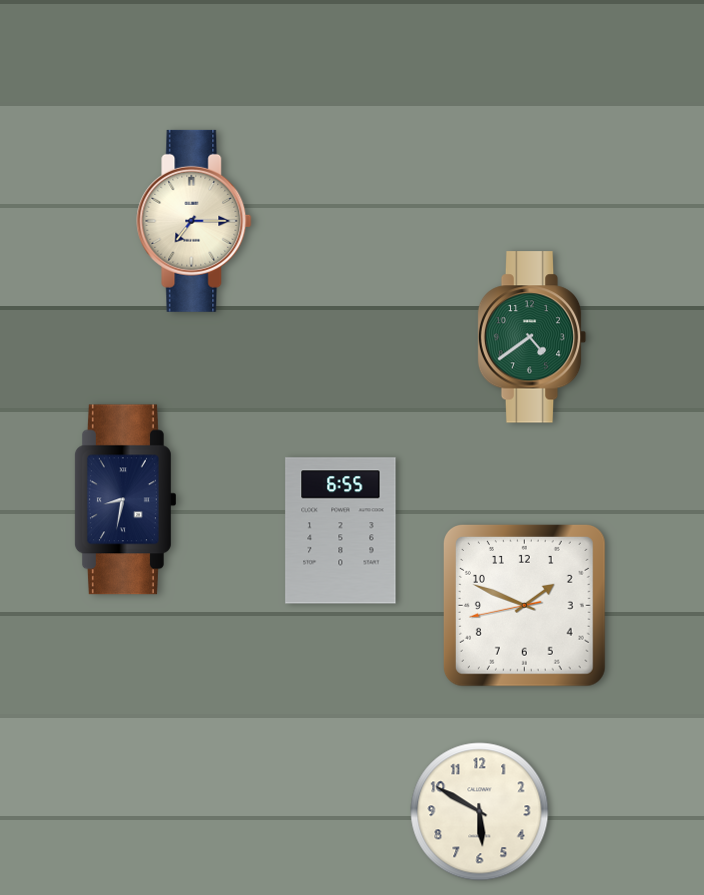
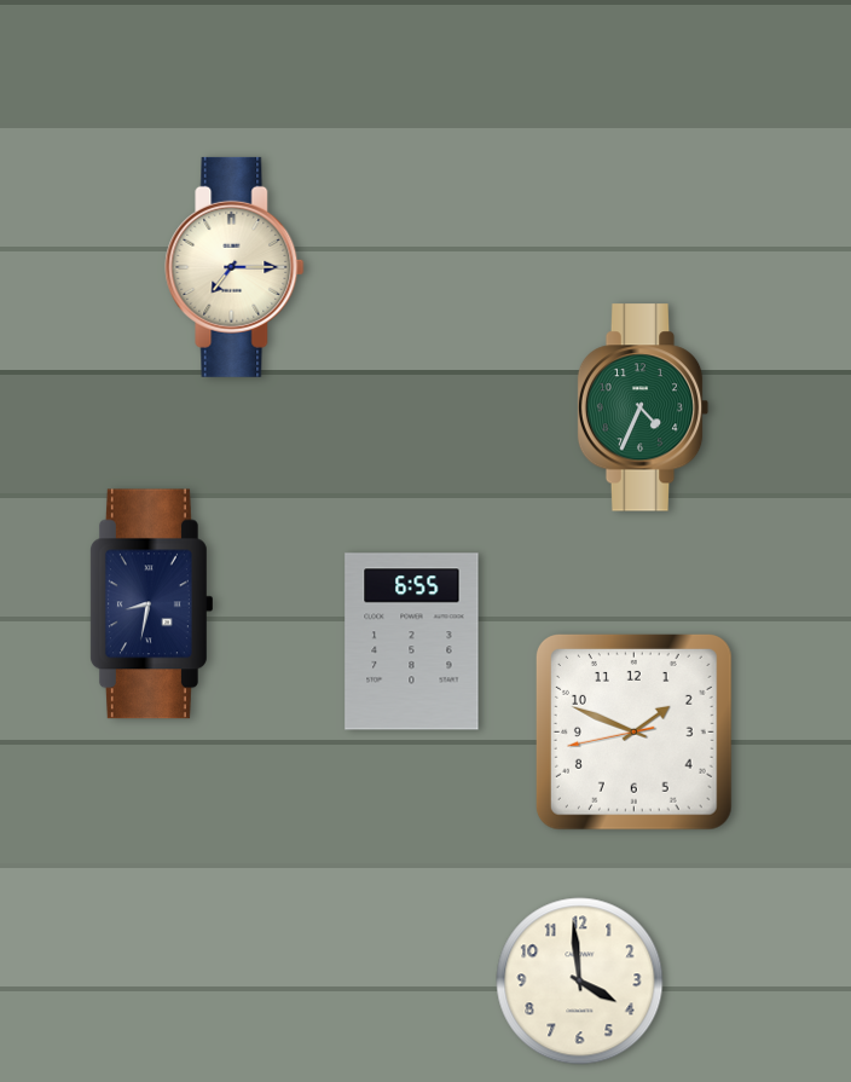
clock at (532, 337): 4:39 -> 4:34
clock at (480, 812): 5:50 -> 3:59
